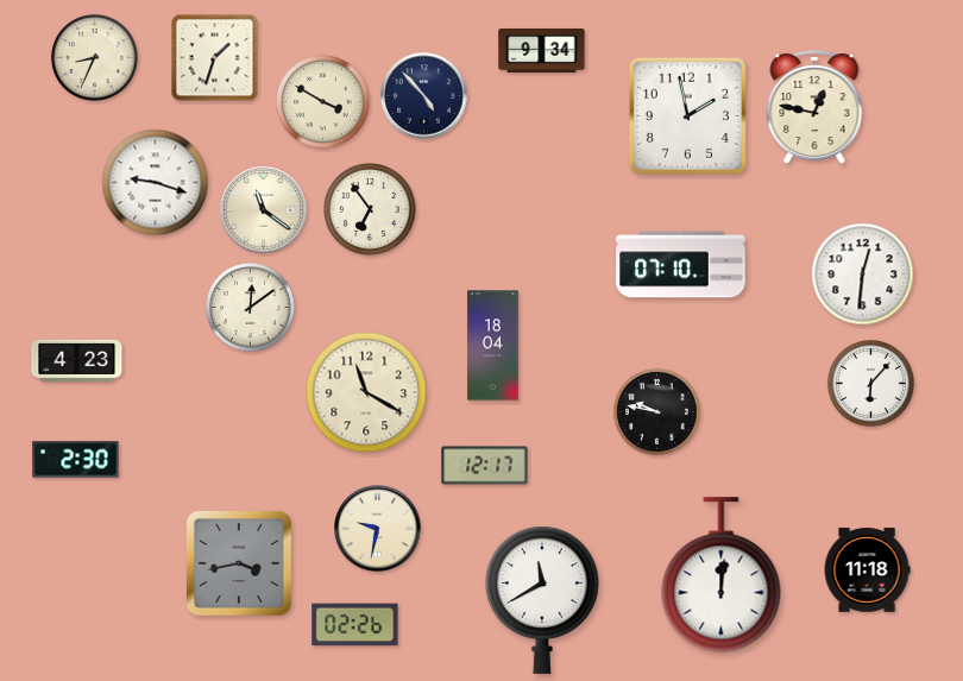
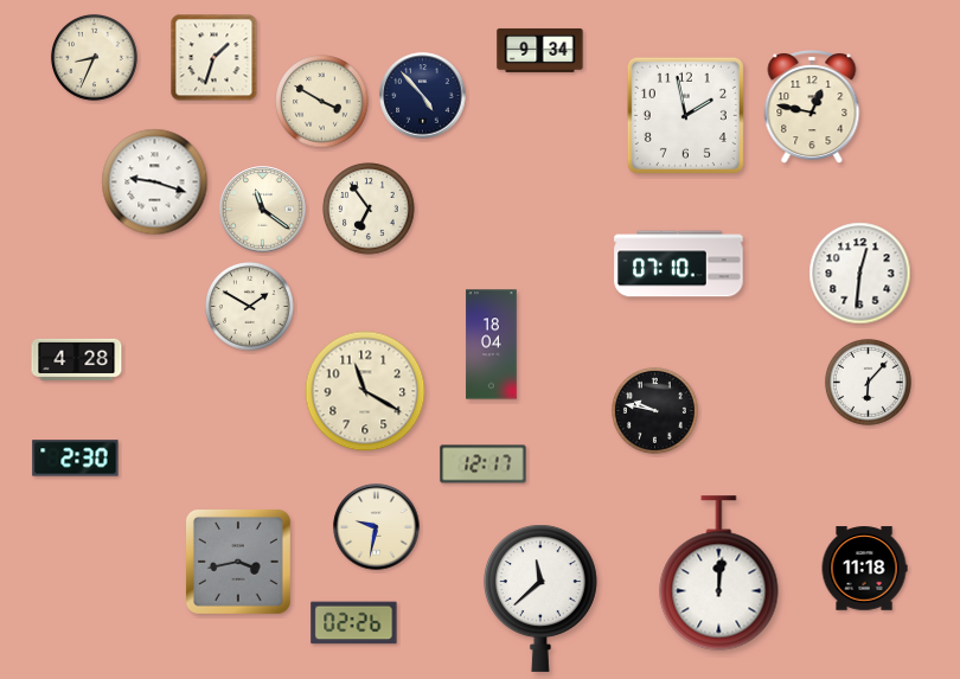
clock at (251, 308): 12:09 -> 1:50
clock at (77, 360): 4:23 -> 4:28
clock at (542, 600): 11:40 -> 11:38
